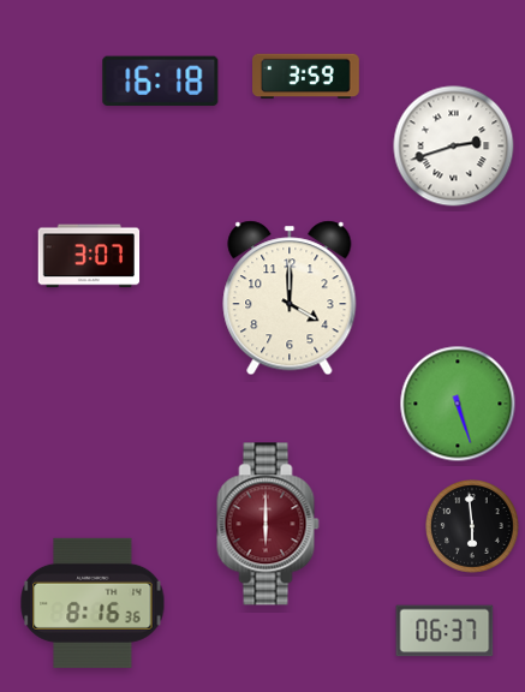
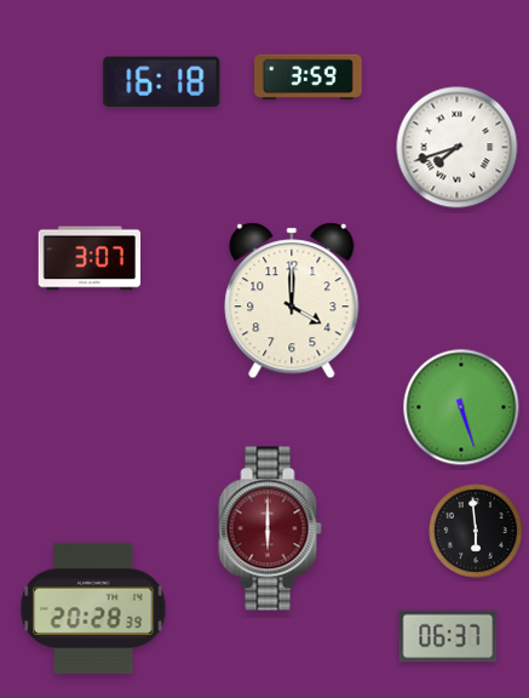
clock at (454, 147): 2:42 -> 7:42
clock at (93, 603): 8:16 -> 20:28
